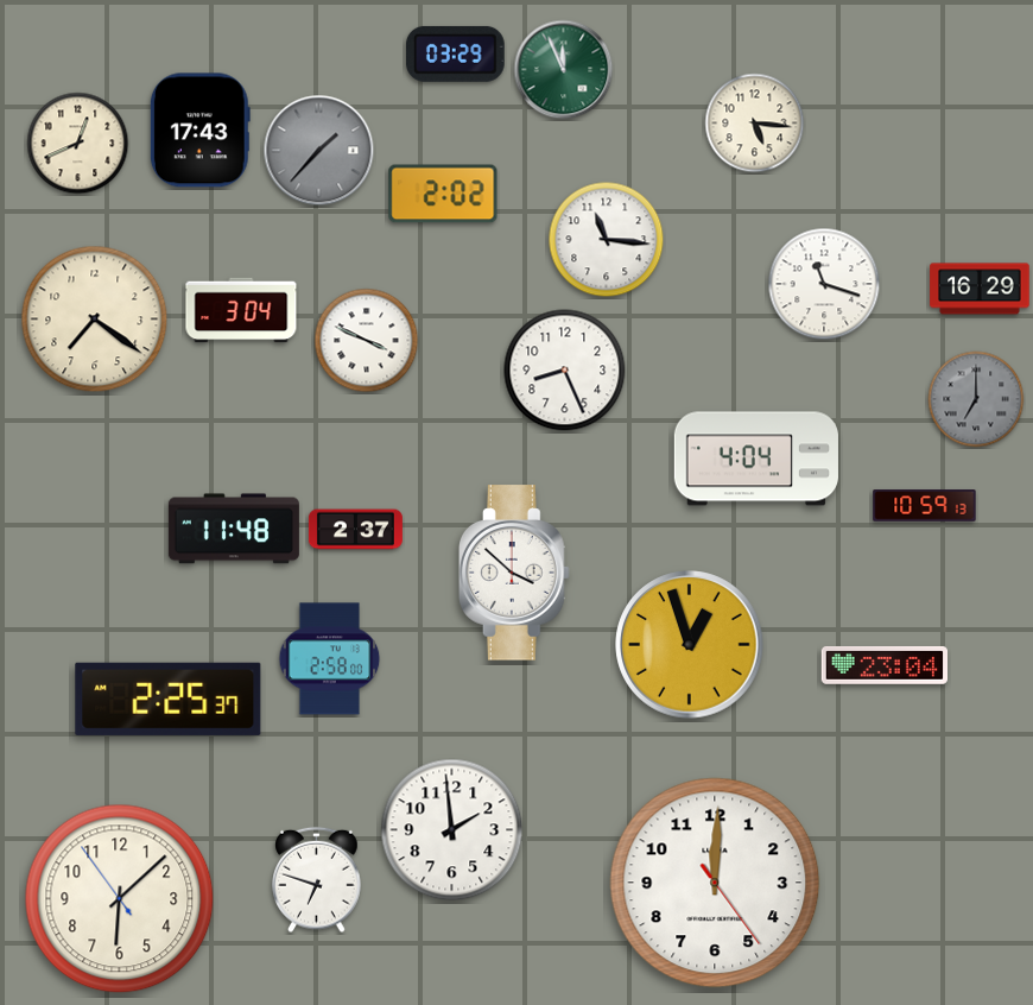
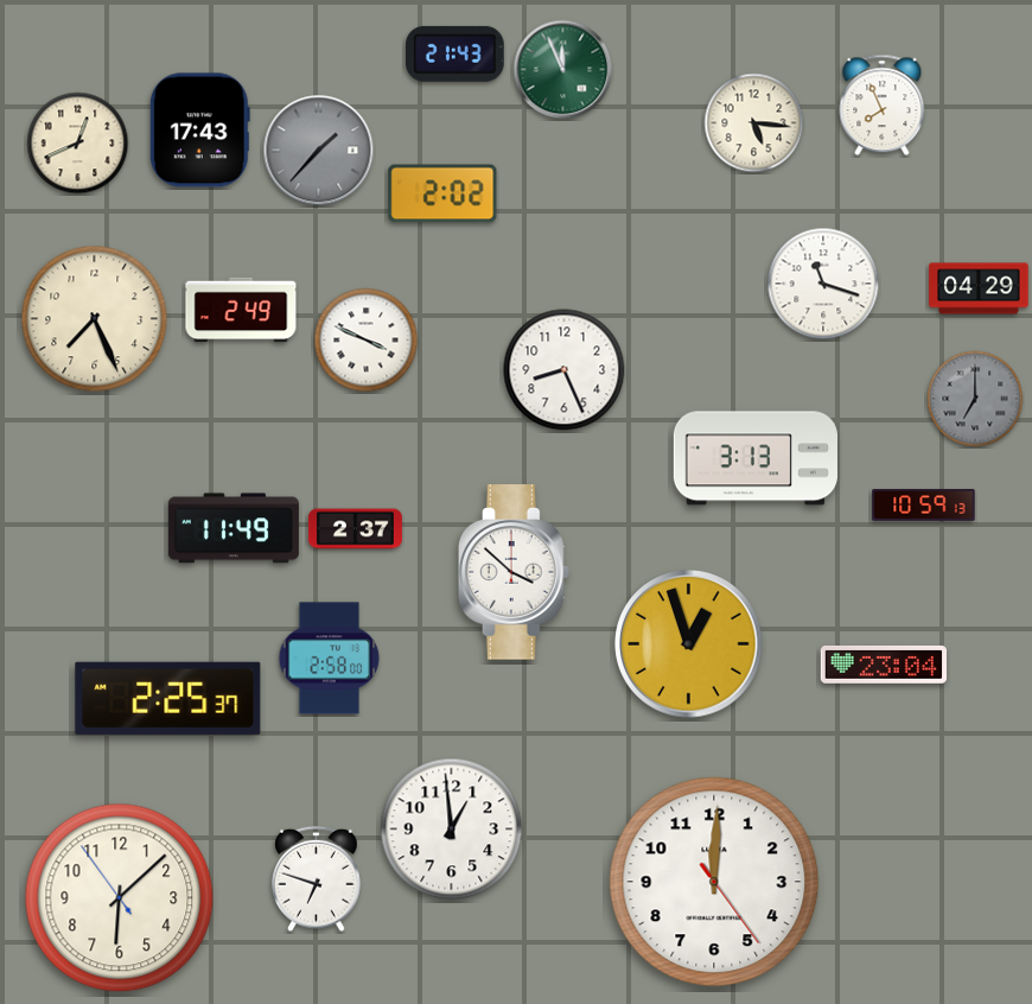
clock at (456, 53): 03:29 -> 21:43
clock at (883, 106): none -> 7:56
clock at (607, 240): 11:16 -> none
clock at (980, 289): 16:29 -> 04:29
clock at (241, 310): 3:04 -> 2:49
clock at (95, 320): 7:21 -> 7:26
clock at (756, 459): 4:04 -> 3:13
clock at (234, 529): 11:48 -> 11:49
clock at (452, 830): 1:59 -> 12:59
